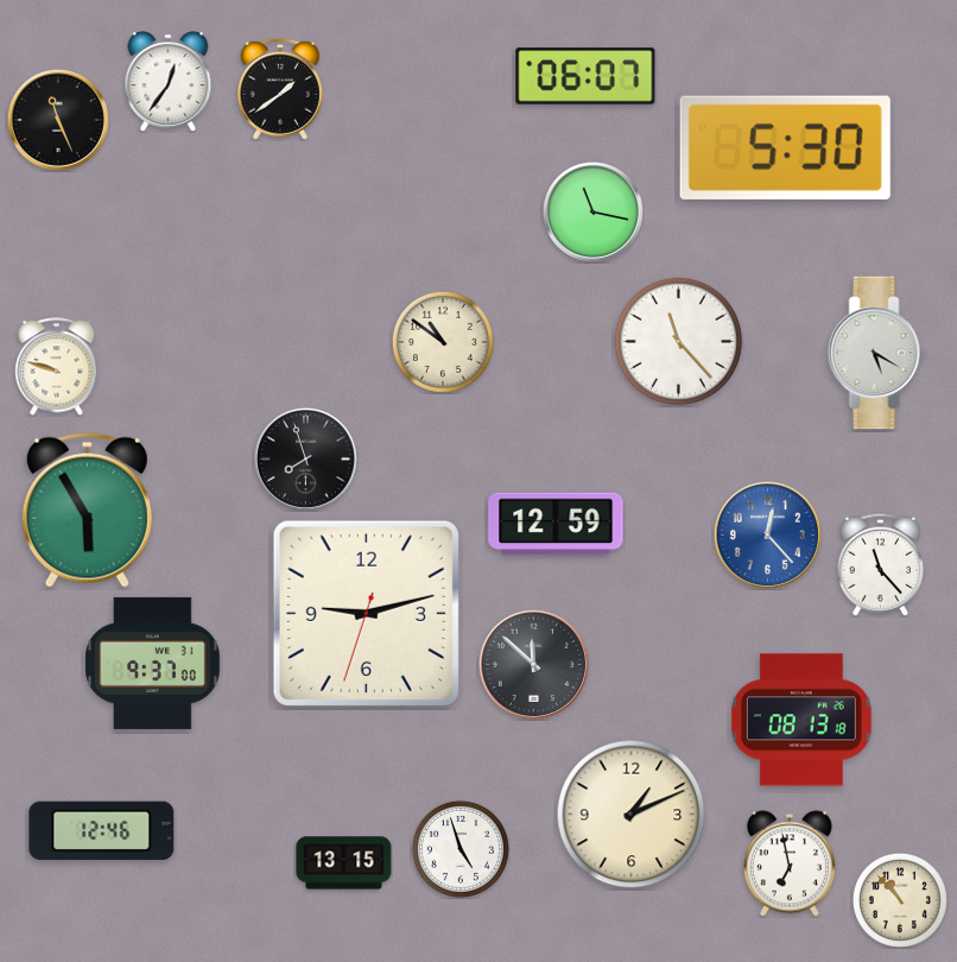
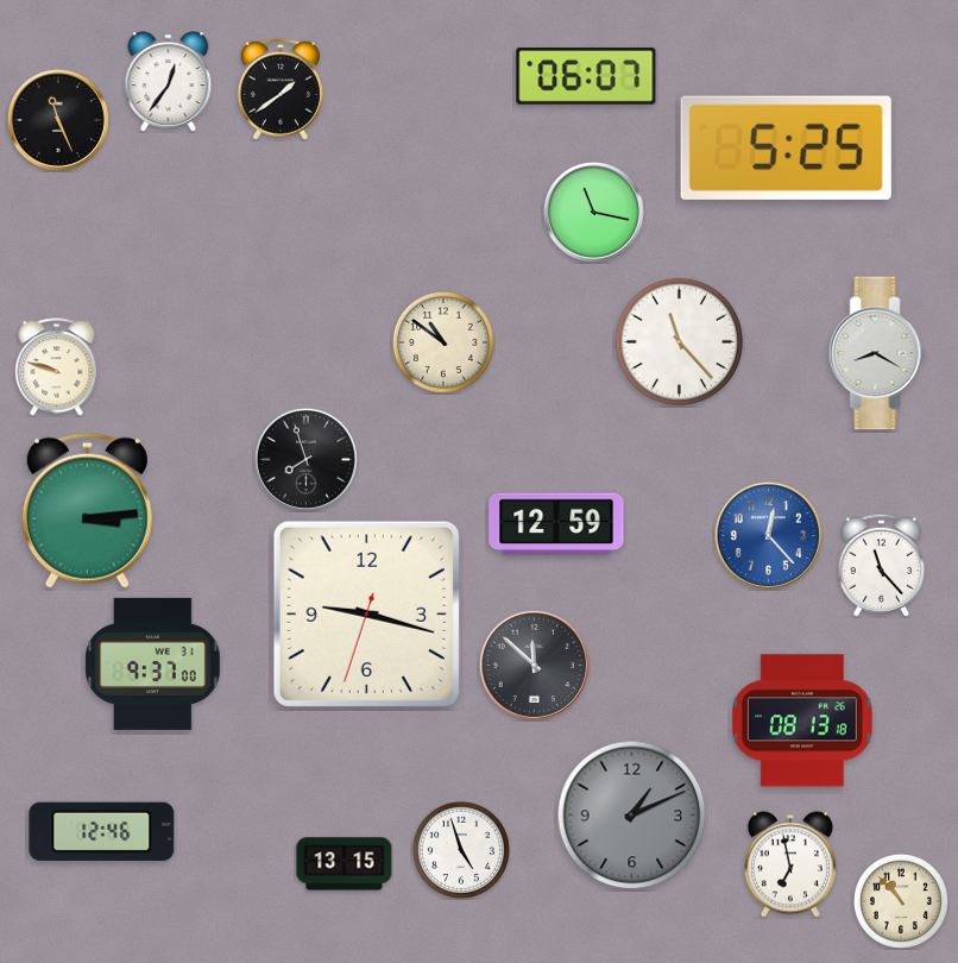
clock at (785, 147): 5:30 -> 5:25
clock at (876, 353): 5:20 -> 8:20
clock at (87, 510): 5:55 -> 3:14
clock at (366, 613): 9:12 -> 9:17
clock at (632, 815) dial: cream -> grey
